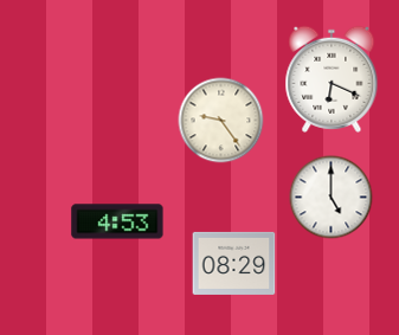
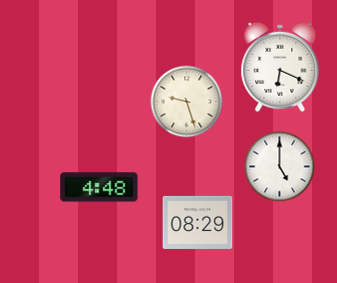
clock at (221, 121): 9:24 -> 9:27
clock at (117, 221): 4:53 -> 4:48
